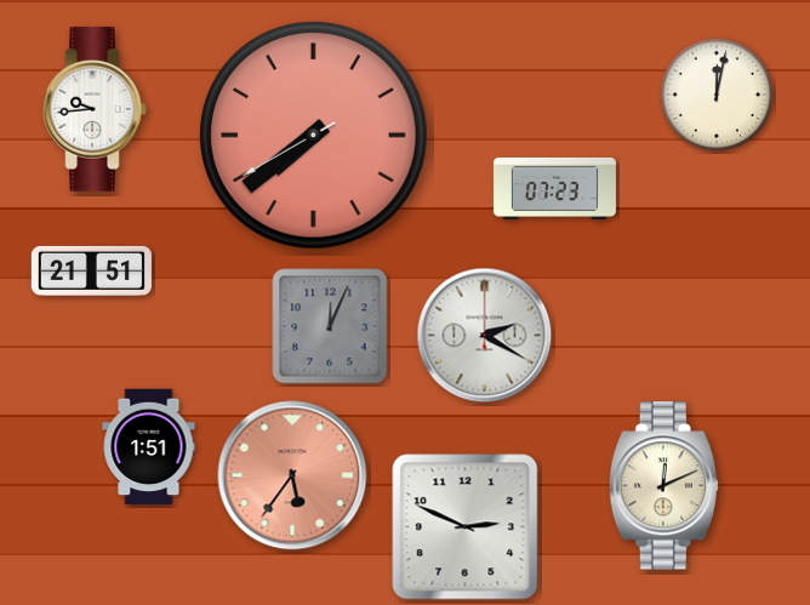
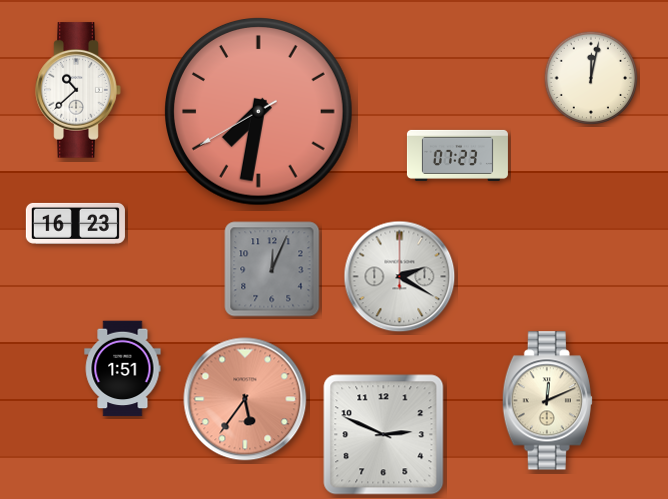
clock at (95, 109): 9:44 -> 10:38
clock at (314, 136): 7:38 -> 7:31
clock at (91, 270): 21:51 -> 16:23
clock at (292, 475) position: (292, 475) -> (245, 399)
